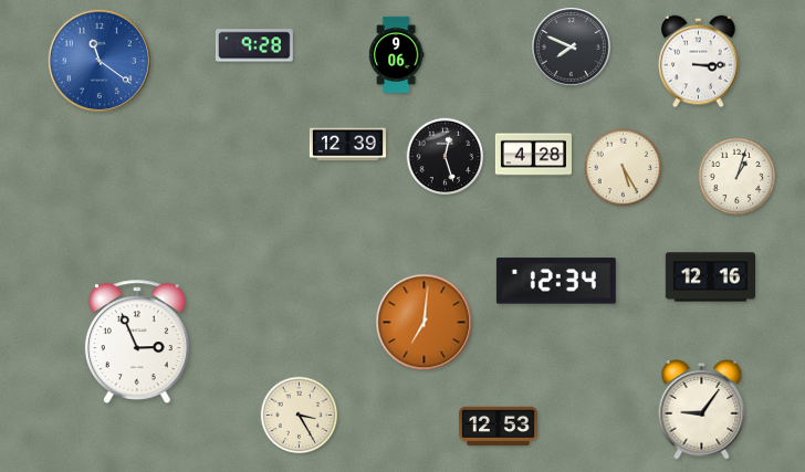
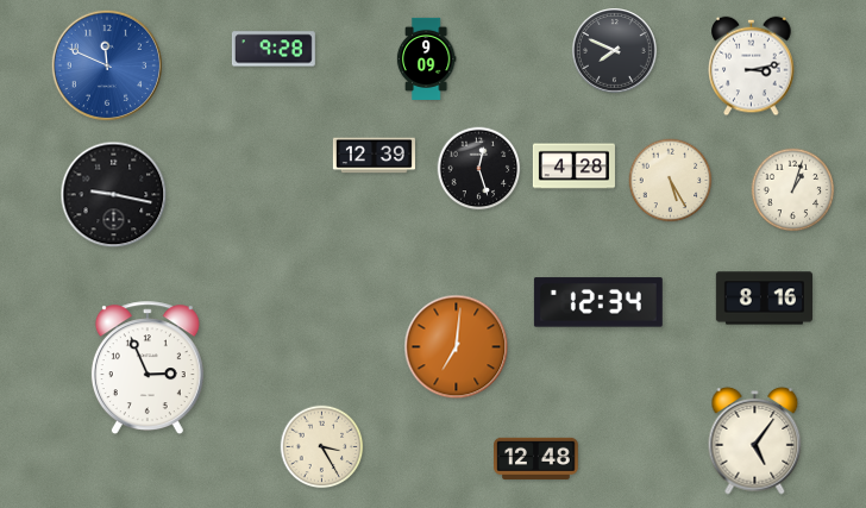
clock at (396, 54): 9:06 -> 9:09
clock at (98, 60): 11:21 -> 11:49
clock at (699, 62): 3:15 -> 3:13
clock at (114, 195): none -> 9:17
clock at (710, 277): 12:16 -> 8:16
clock at (702, 410): 9:06 -> 5:06
clock at (499, 426): 12:53 -> 12:48
